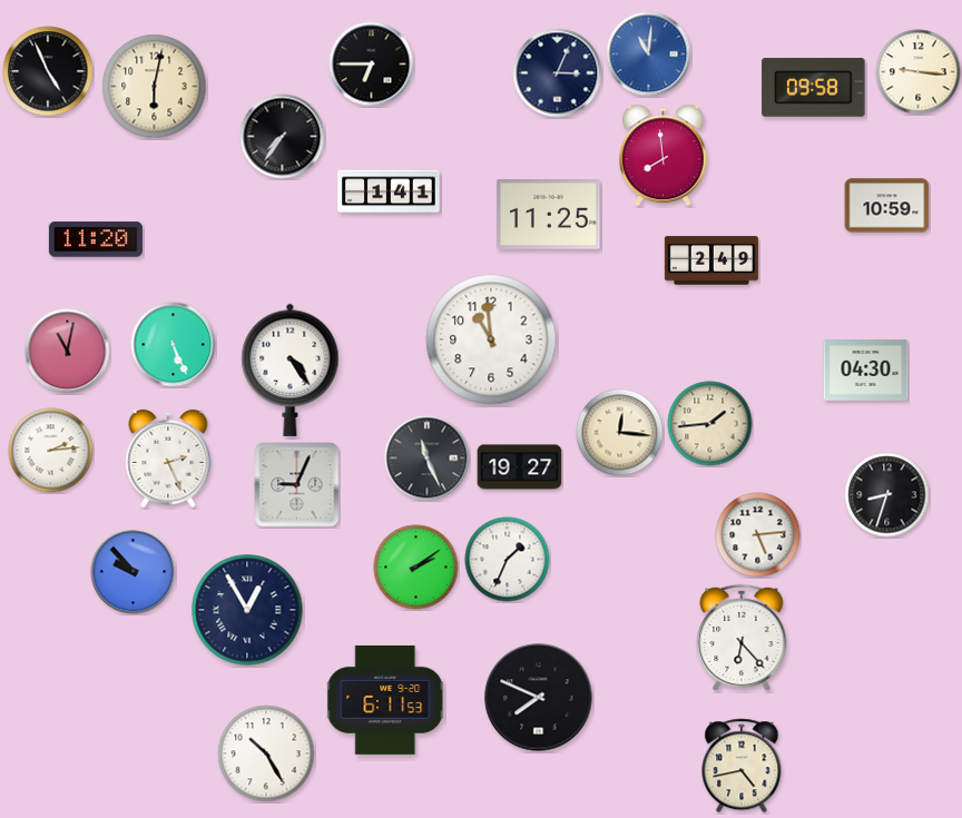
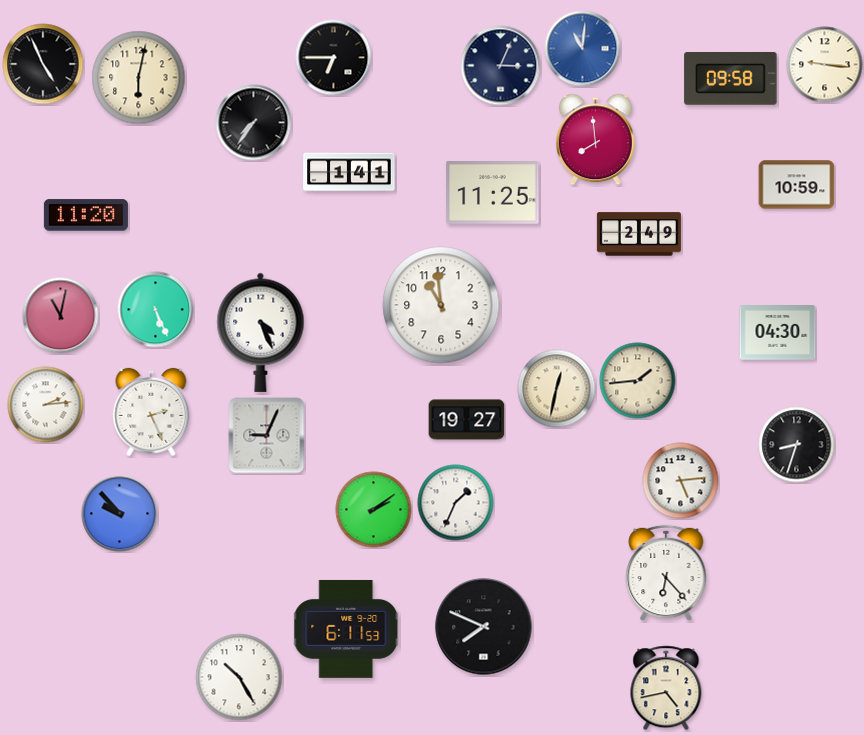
clock at (291, 369): 4:24 -> 4:26
clock at (620, 433): 12:16 -> 12:32
clock at (428, 459): 11:26 -> none
clock at (247, 610): 12:55 -> none
